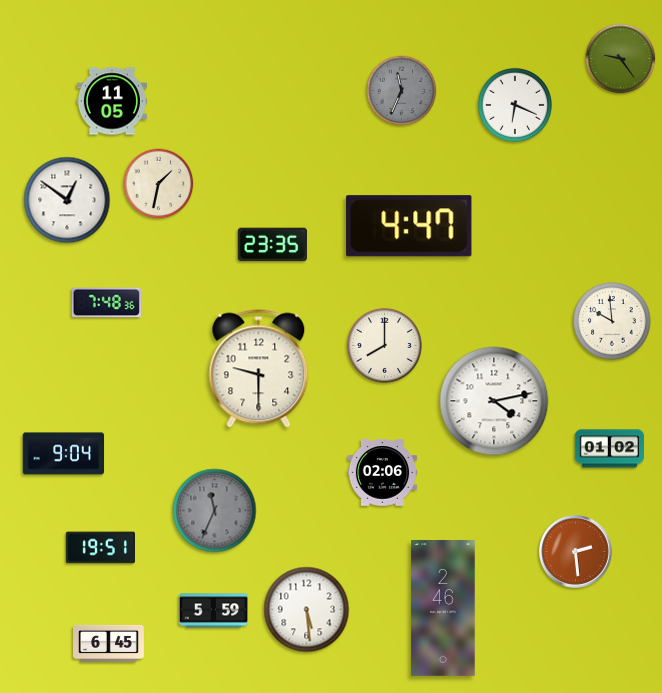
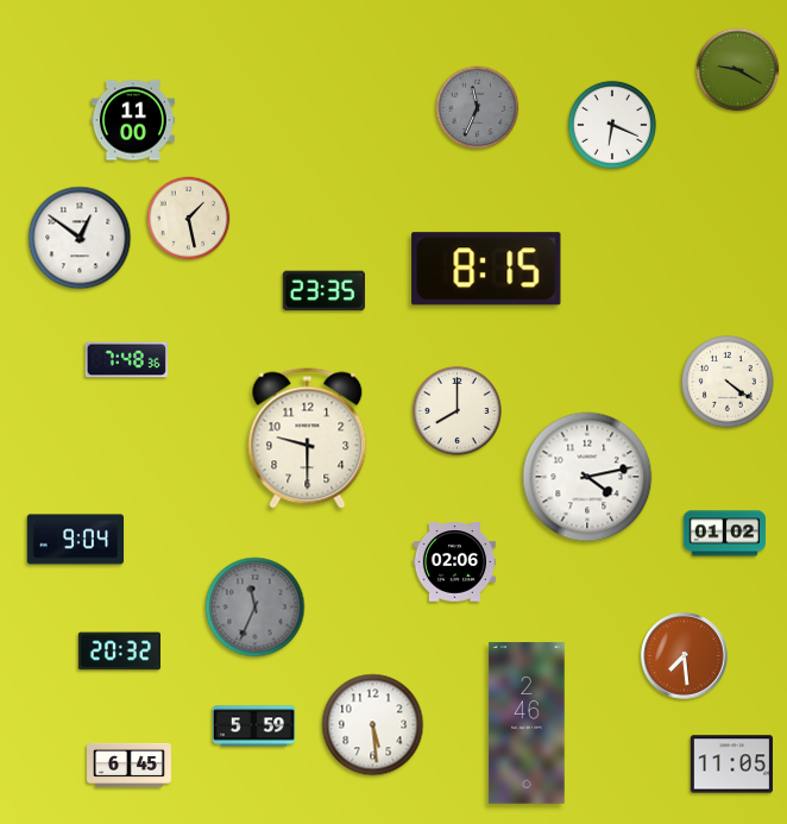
clock at (621, 59): 9:24 -> 9:20
clock at (112, 101): 11:05 -> 11:00
clock at (159, 184): 1:32 -> 1:28
clock at (409, 226): 4:47 -> 8:15
clock at (612, 321): 9:59 -> 4:21
clock at (100, 548): 19:51 -> 20:32
clock at (576, 552): 2:29 -> 7:29
clock at (307, 610) position: (307, 610) -> (373, 725)
clock at (731, 765): none -> 11:05
